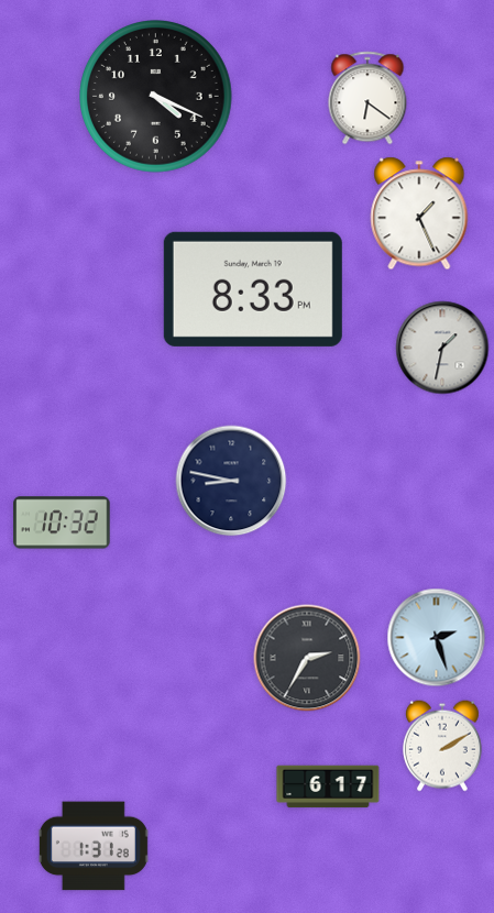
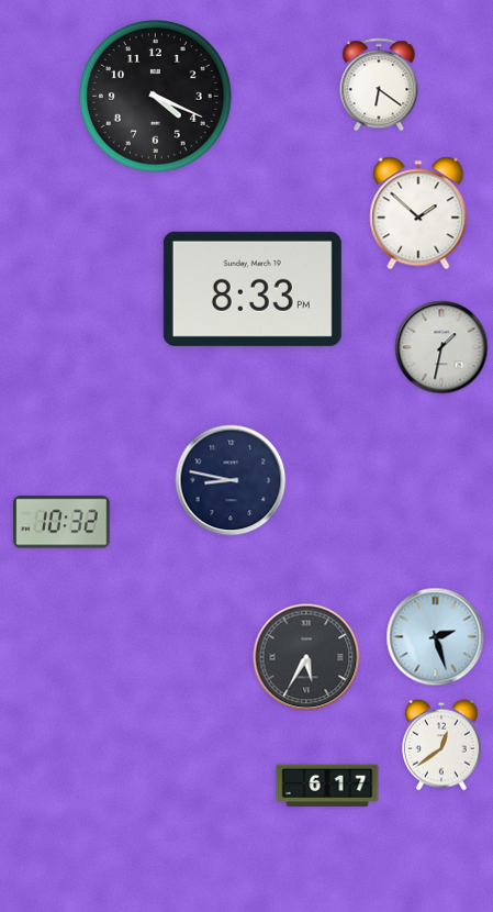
clock at (367, 98) position: (367, 98) -> (379, 85)
clock at (419, 213): 1:26 -> 1:52
clock at (307, 658): 2:35 -> 5:35
clock at (442, 746): 2:10 -> 12:39
clock at (94, 846): 1:31 -> none
